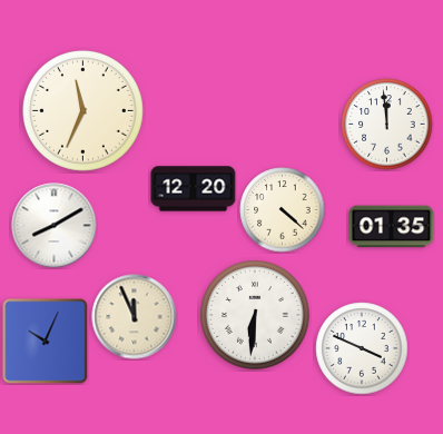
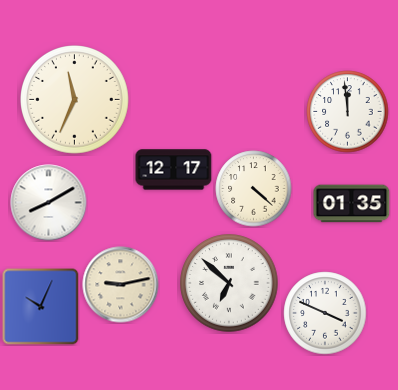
clock at (194, 189): 12:20 -> 12:17
clock at (255, 315): 6:31 -> 6:52
clock at (135, 317): 11:56 -> 9:13
